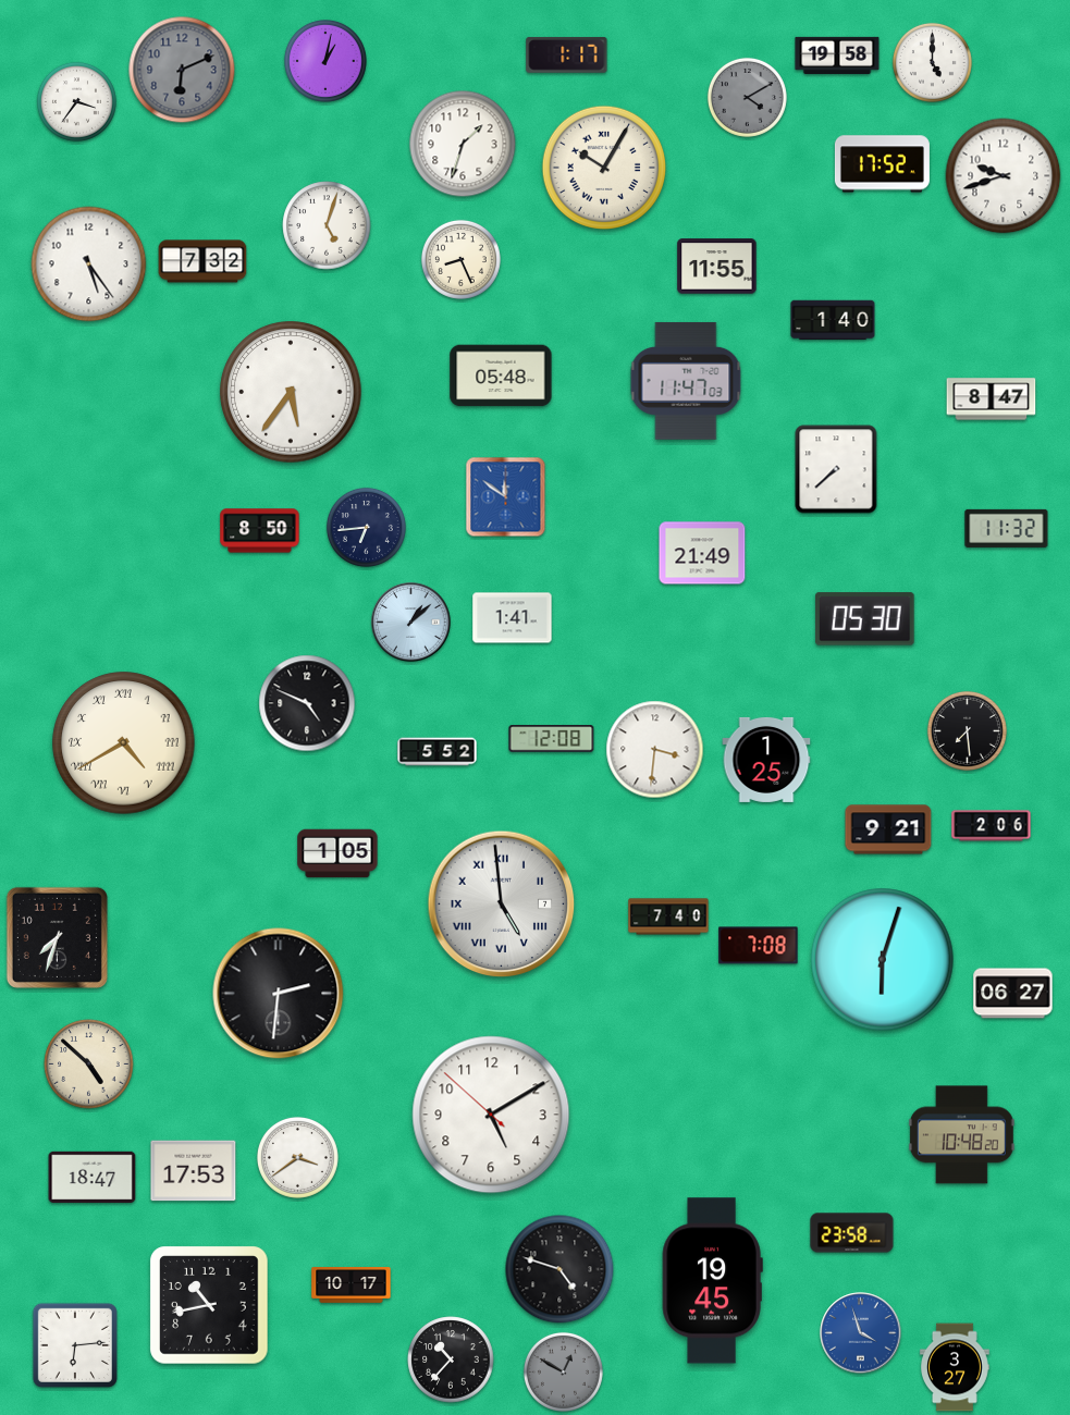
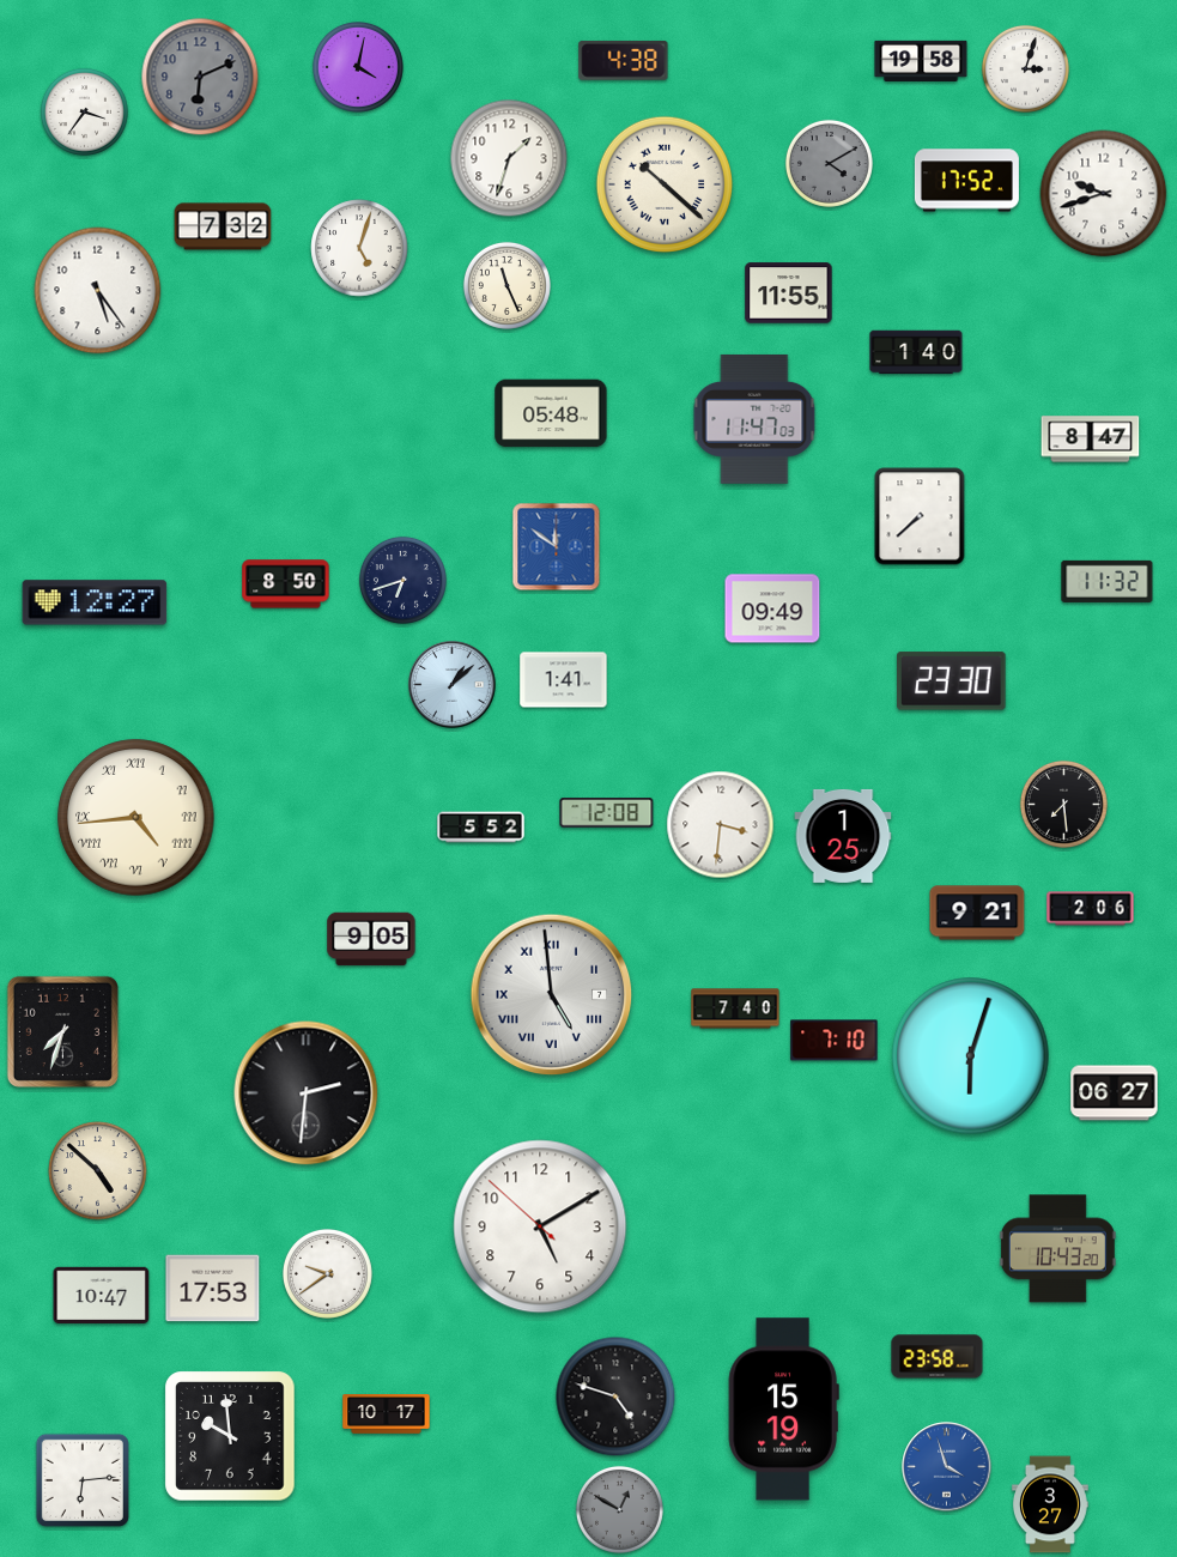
clock at (567, 54): 1:17 -> 4:38
clock at (327, 62): 1:02 -> 4:02
clock at (932, 62): 5:00 -> 3:03
clock at (747, 97) position: (747, 97) -> (829, 163)
clock at (882, 164) position: (882, 164) -> (966, 181)
clock at (604, 168): 10:05 -> 10:22
clock at (460, 259): 8:26 -> 11:26
clock at (202, 261) position: (202, 261) -> (223, 226)
clock at (291, 392): 5:36 -> none
clock at (366, 527): 6:44 -> 6:42
clock at (95, 602): none -> 12:27
clock at (702, 553): 21:49 -> 09:49
clock at (865, 619): 05:30 -> 23:30
clock at (307, 703): 4:49 -> none
clock at (124, 743): 4:40 -> 4:44
clock at (337, 853): 1:05 -> 9:05
clock at (759, 946): 7:08 -> 7:10
clock at (961, 1135): 10:48 -> 10:43
clock at (297, 1157): 3:39 -> 9:39
clock at (93, 1178): 18:47 -> 10:47
clock at (712, 1281): 19:45 -> 15:19
clock at (209, 1305): 10:43 -> 9:59
clock at (451, 1359): 10:37 -> none
